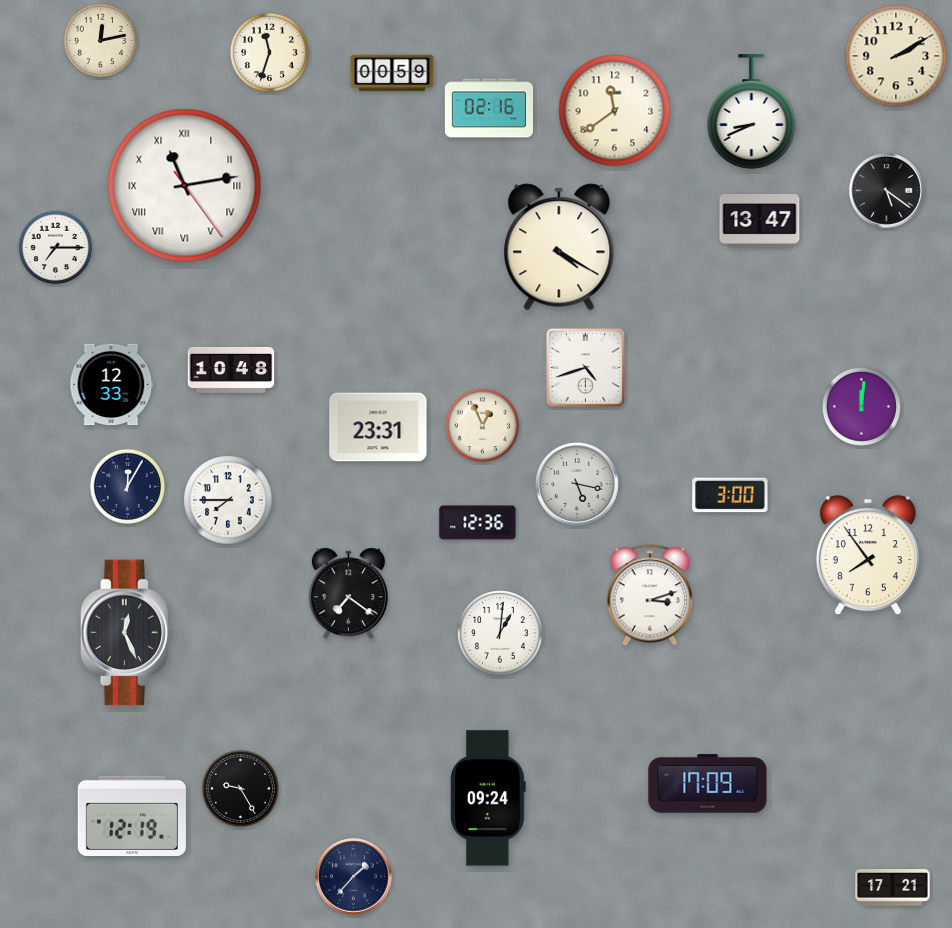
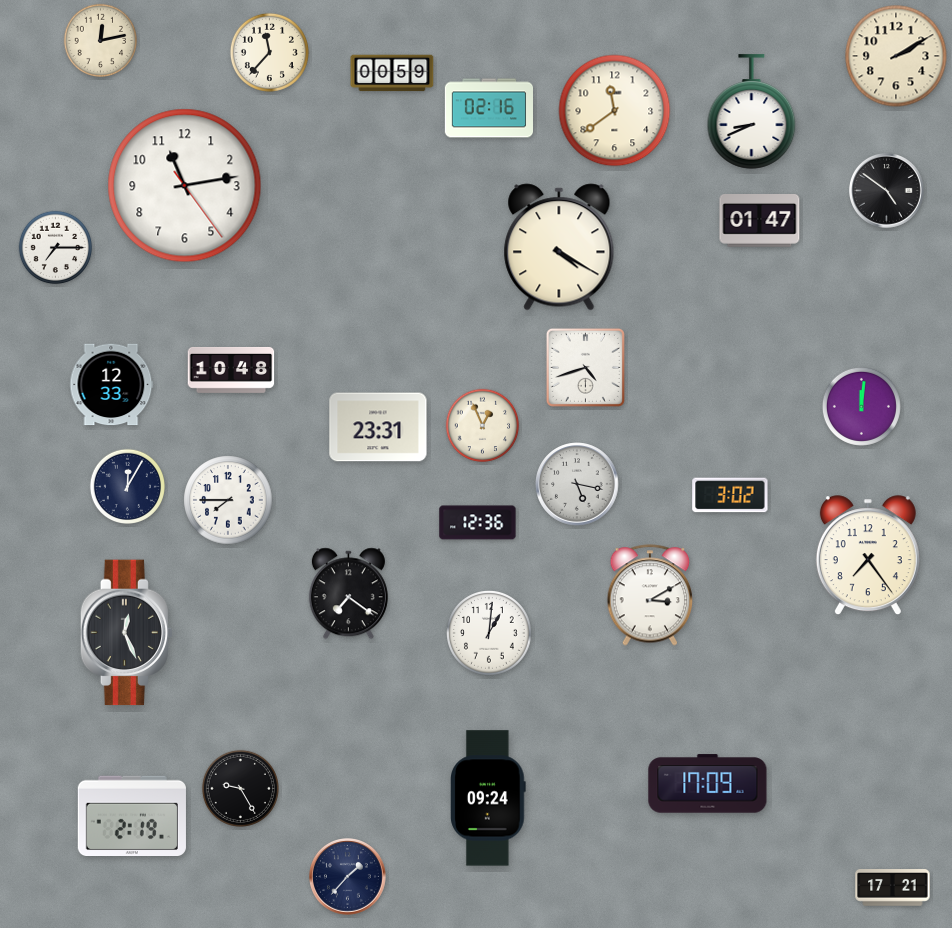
clock at (269, 52): 11:33 -> 11:37
clock at (185, 186) numerals: Roman -> Arabic
clock at (887, 191): 5:21 -> 4:51
clock at (760, 221): 13:47 -> 01:47
clock at (730, 495): 3:00 -> 3:02
clock at (868, 556): 7:54 -> 7:24
clock at (650, 595): 3:12 -> 3:10
clock at (501, 634) position: (501, 634) -> (490, 634)
clock at (132, 815): 12:19 -> 2:19
clock at (354, 877) position: (354, 877) -> (348, 877)
